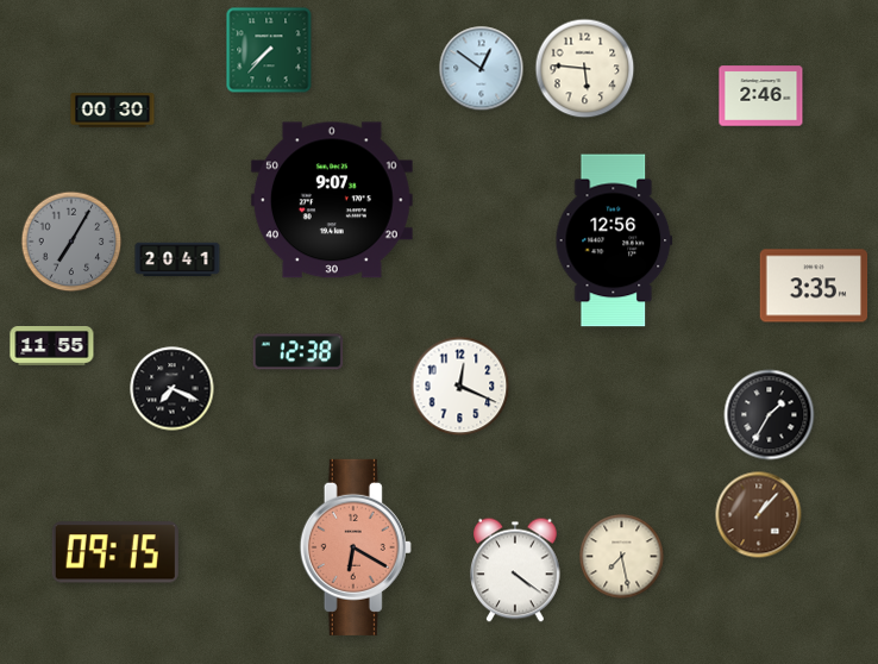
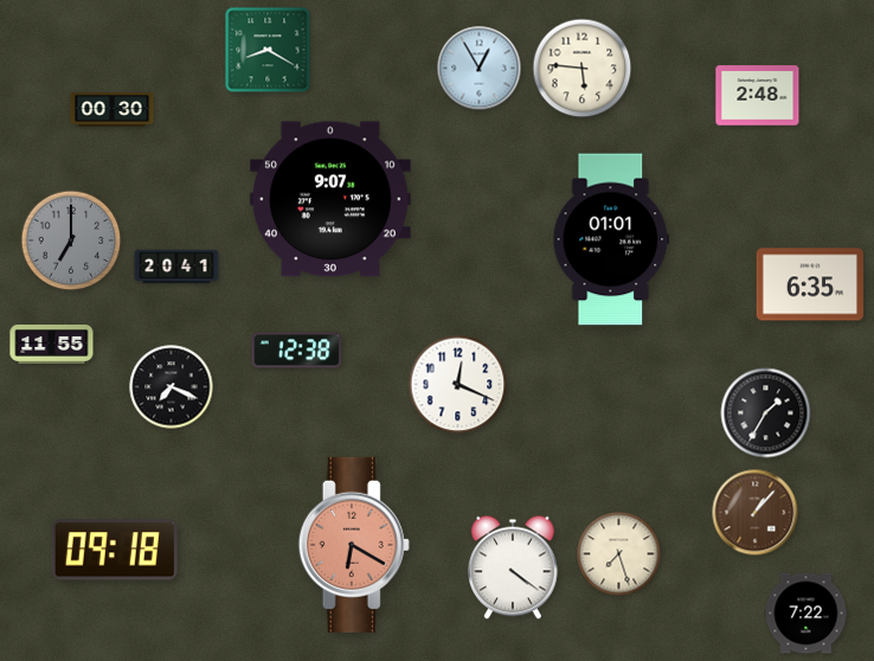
clock at (269, 50): 7:37 -> 8:20
clock at (482, 69): 12:51 -> 12:55
clock at (761, 96): 2:46 -> 2:48
clock at (614, 240): 12:56 -> 01:01
clock at (71, 242): 7:05 -> 7:00
clock at (177, 259) position: (177, 259) -> (176, 267)
clock at (814, 286): 3:35 -> 6:35
clock at (115, 552): 09:15 -> 09:18
clock at (622, 557): 7:28 -> 7:27
clock at (806, 614): none -> 7:22
